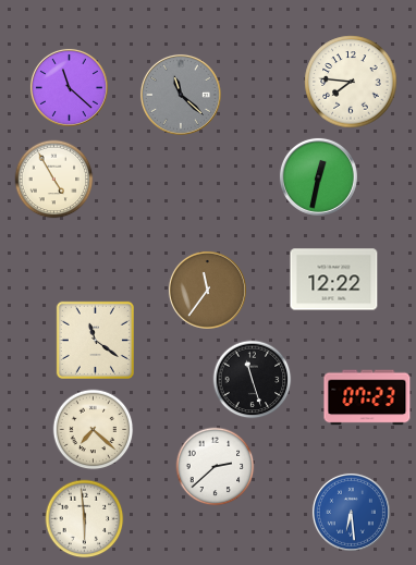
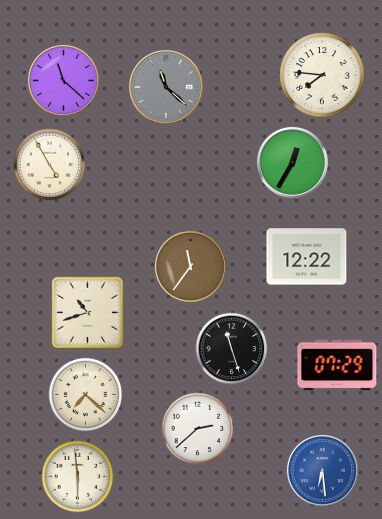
clock at (318, 176): 12:32 -> 12:35
clock at (95, 340): 11:21 -> 10:42
clock at (367, 397): 07:23 -> 07:29
